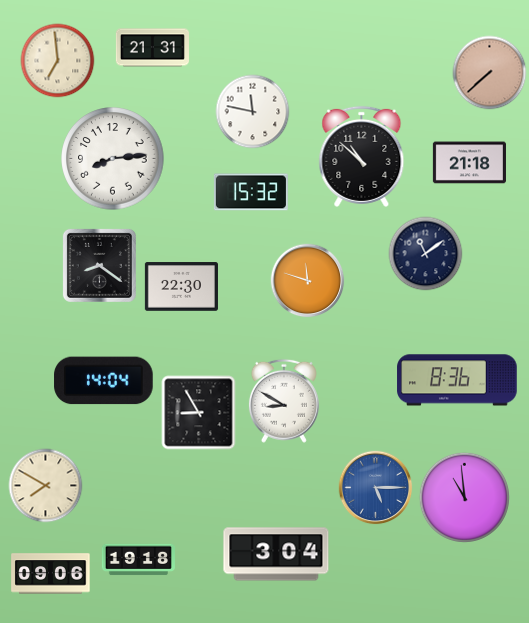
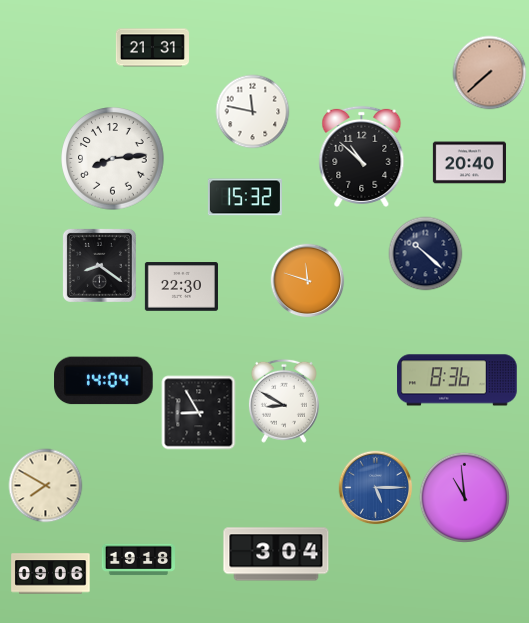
clock at (58, 61): 6:59 -> none
clock at (469, 163): 21:18 -> 20:40
clock at (251, 192) position: (251, 192) -> (245, 197)
clock at (426, 254): 11:09 -> 10:22
